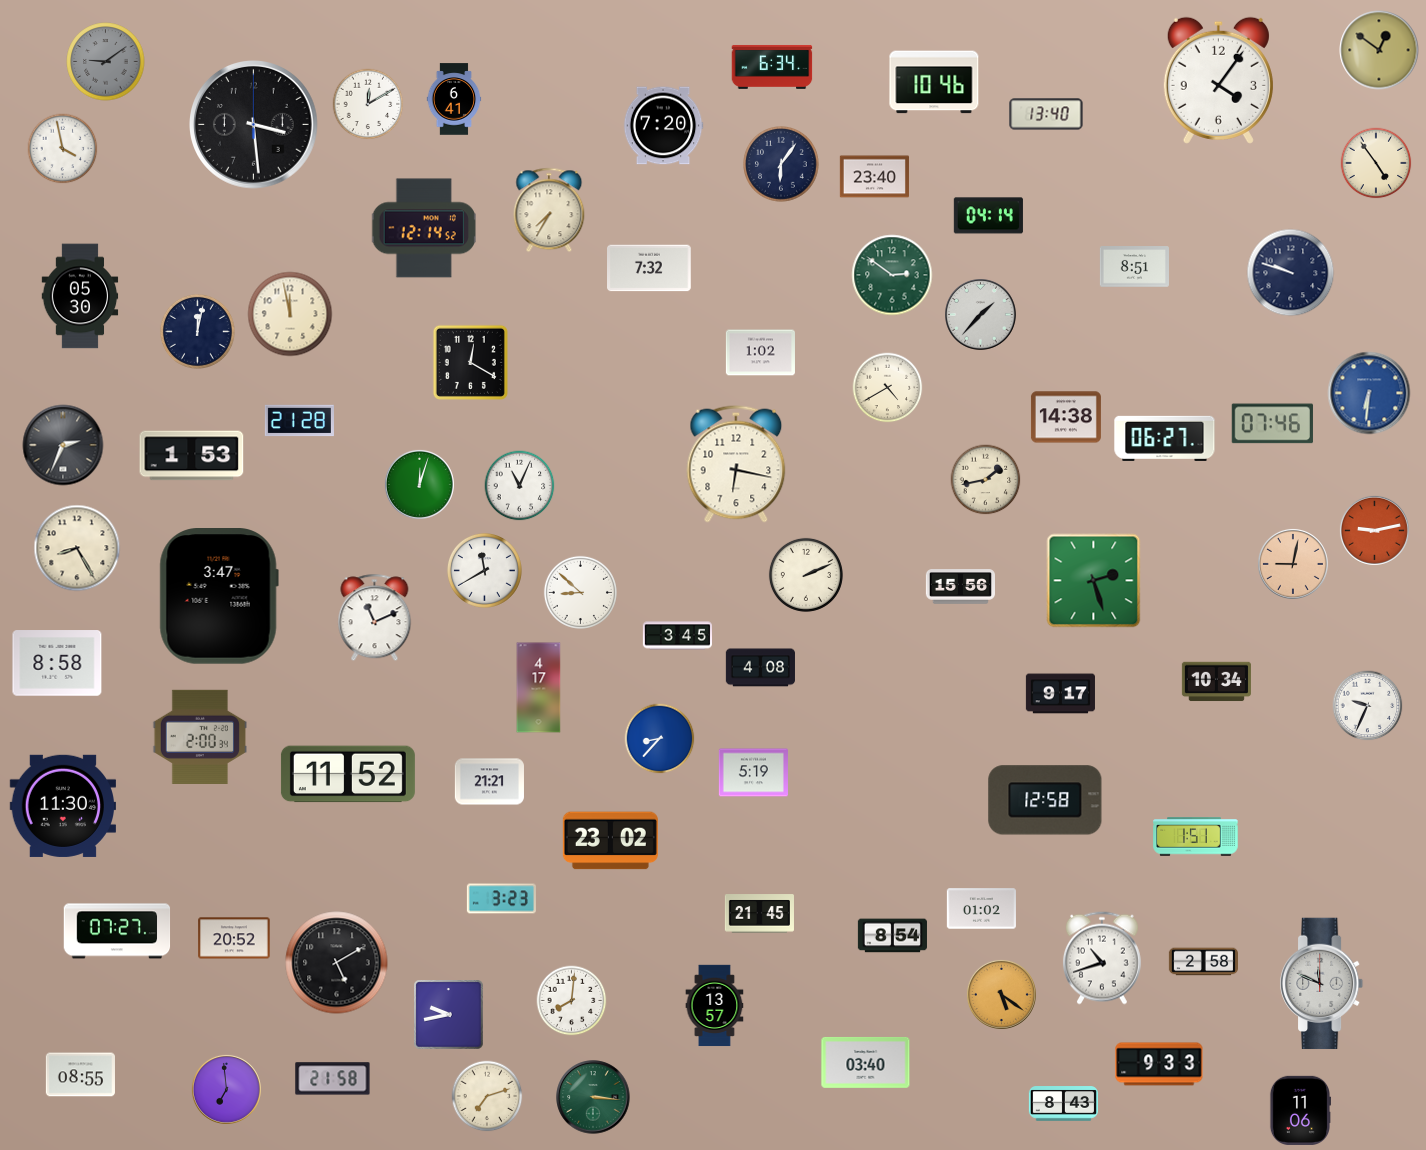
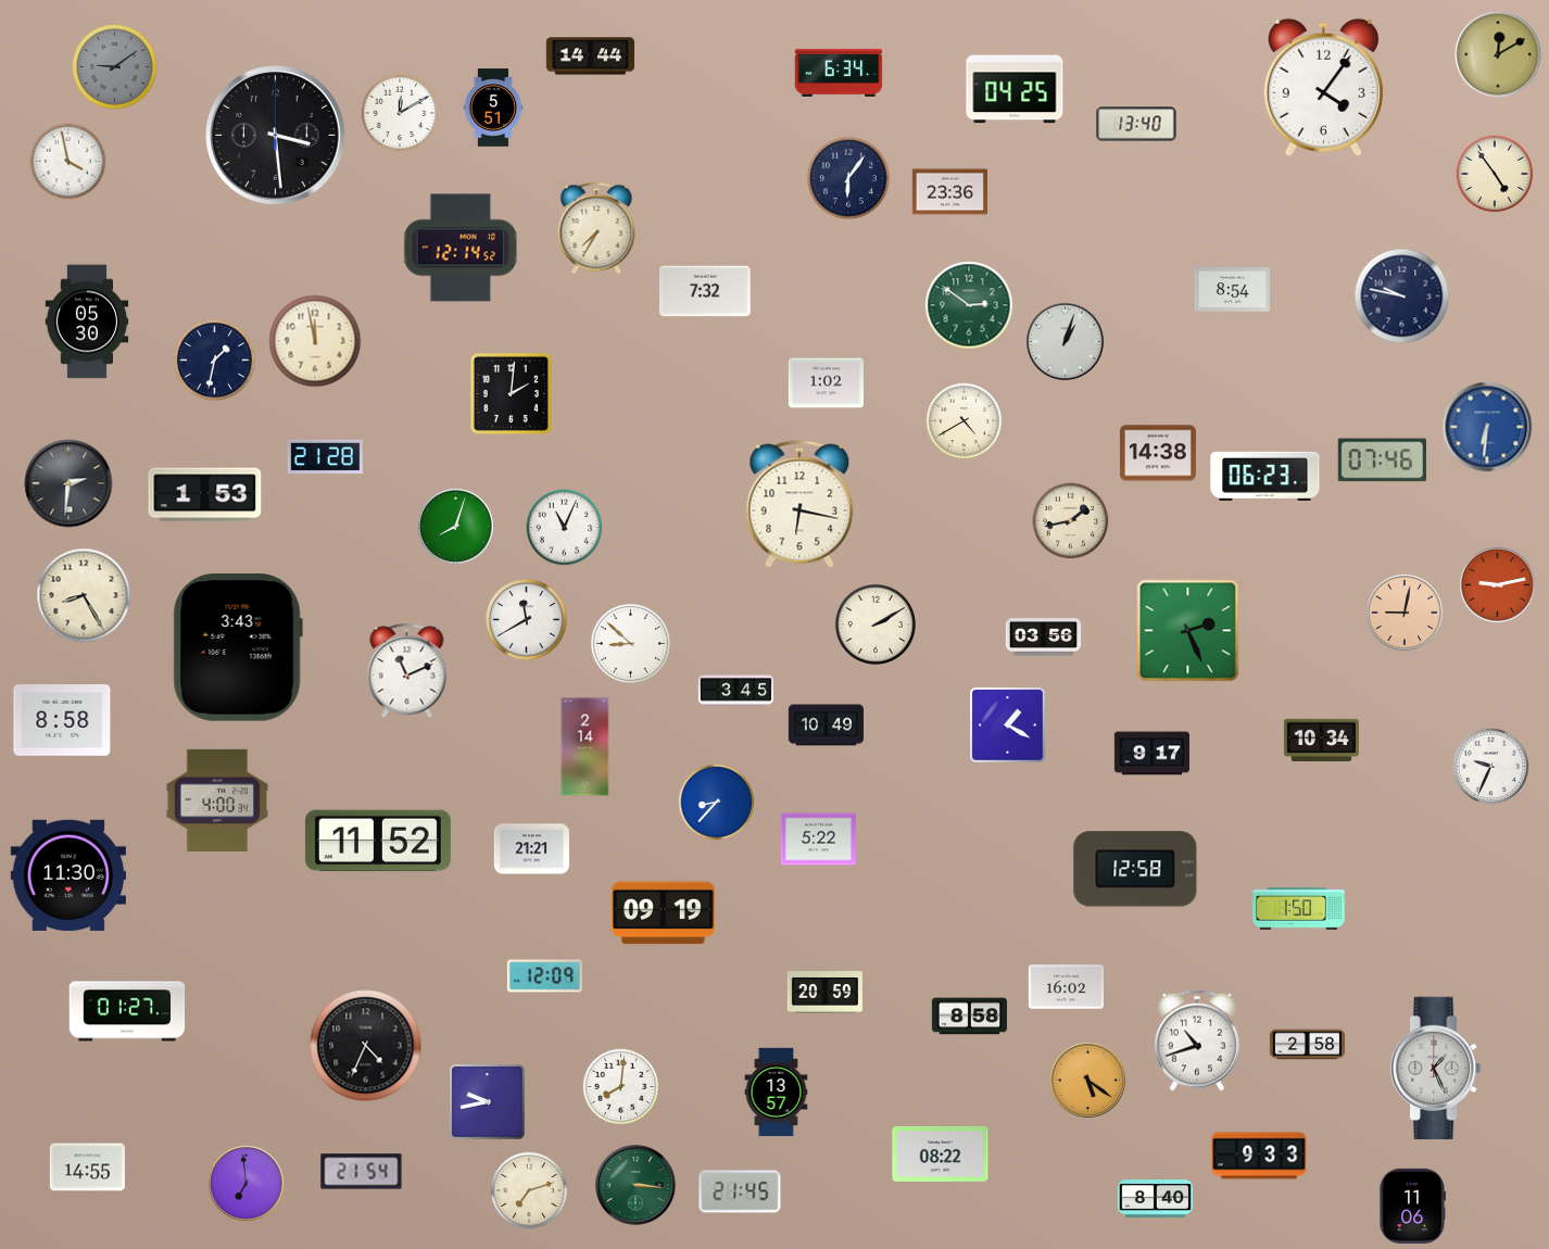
clock at (1379, 50): 12:51 -> 12:10
clock at (591, 56): none -> 14:44
clock at (934, 82): 10:46 -> 04:25
clock at (454, 99): 6:41 -> 5:51
clock at (663, 126): 7:20 -> none
clock at (1376, 163) position: (1376, 163) -> (1495, 174)
clock at (874, 177): 23:40 -> 23:36
clock at (988, 216): 04:14 -> none
clock at (1134, 267): 8:51 -> 8:54
clock at (1291, 273): 9:48 -> 9:47
clock at (892, 275) position: (892, 275) -> (969, 305)
clock at (981, 315): 1:37 -> 1:03
clock at (197, 331): 12:02 -> 1:32
clock at (470, 362): 12:20 -> 2:01
clock at (1165, 438): 06:27 -> 06:23
clock at (63, 445): 2:34 -> 2:31
clock at (192, 456) position: (192, 456) -> (205, 495)
clock at (419, 484): 12:03 -> 8:03
clock at (1374, 530) position: (1374, 530) -> (1497, 584)
clock at (806, 575): 2:11 -> 2:10
clock at (1094, 581): 2:27 -> 2:26
clock at (960, 587): 15:56 -> 03:56
clock at (219, 597): 3:47 -> 3:43
clock at (760, 668): 4:08 -> 10:49
clock at (1008, 726): none -> 1:20
clock at (539, 688): 4:17 -> 2:14
clock at (1368, 706) position: (1368, 706) -> (1491, 767)
clock at (200, 737): 2:00 -> 4:00
clock at (753, 773): 5:19 -> 5:22
clock at (1196, 837): 1:51 -> 1:50
clock at (610, 841): 23:02 -> 09:19
clock at (501, 899): 3:23 -> 12:09
clock at (981, 909): 01:02 -> 16:02
clock at (759, 914): 21:45 -> 20:59
clock at (117, 931): 07:27 -> 01:27
clock at (892, 936): 8:54 -> 8:58
clock at (234, 938): 20:52 -> none
clock at (337, 963): 5:10 -> 4:34
clock at (1322, 984): 11:49 -> 1:26
clock at (866, 1062): 03:40 -> 08:22
clock at (80, 1075): 08:55 -> 14:55
clock at (333, 1079): 21:58 -> 21:54
clock at (593, 1097) position: (593, 1097) -> (635, 1185)
clock at (740, 1191): none -> 21:45
clock at (1063, 1104): 8:43 -> 8:40
